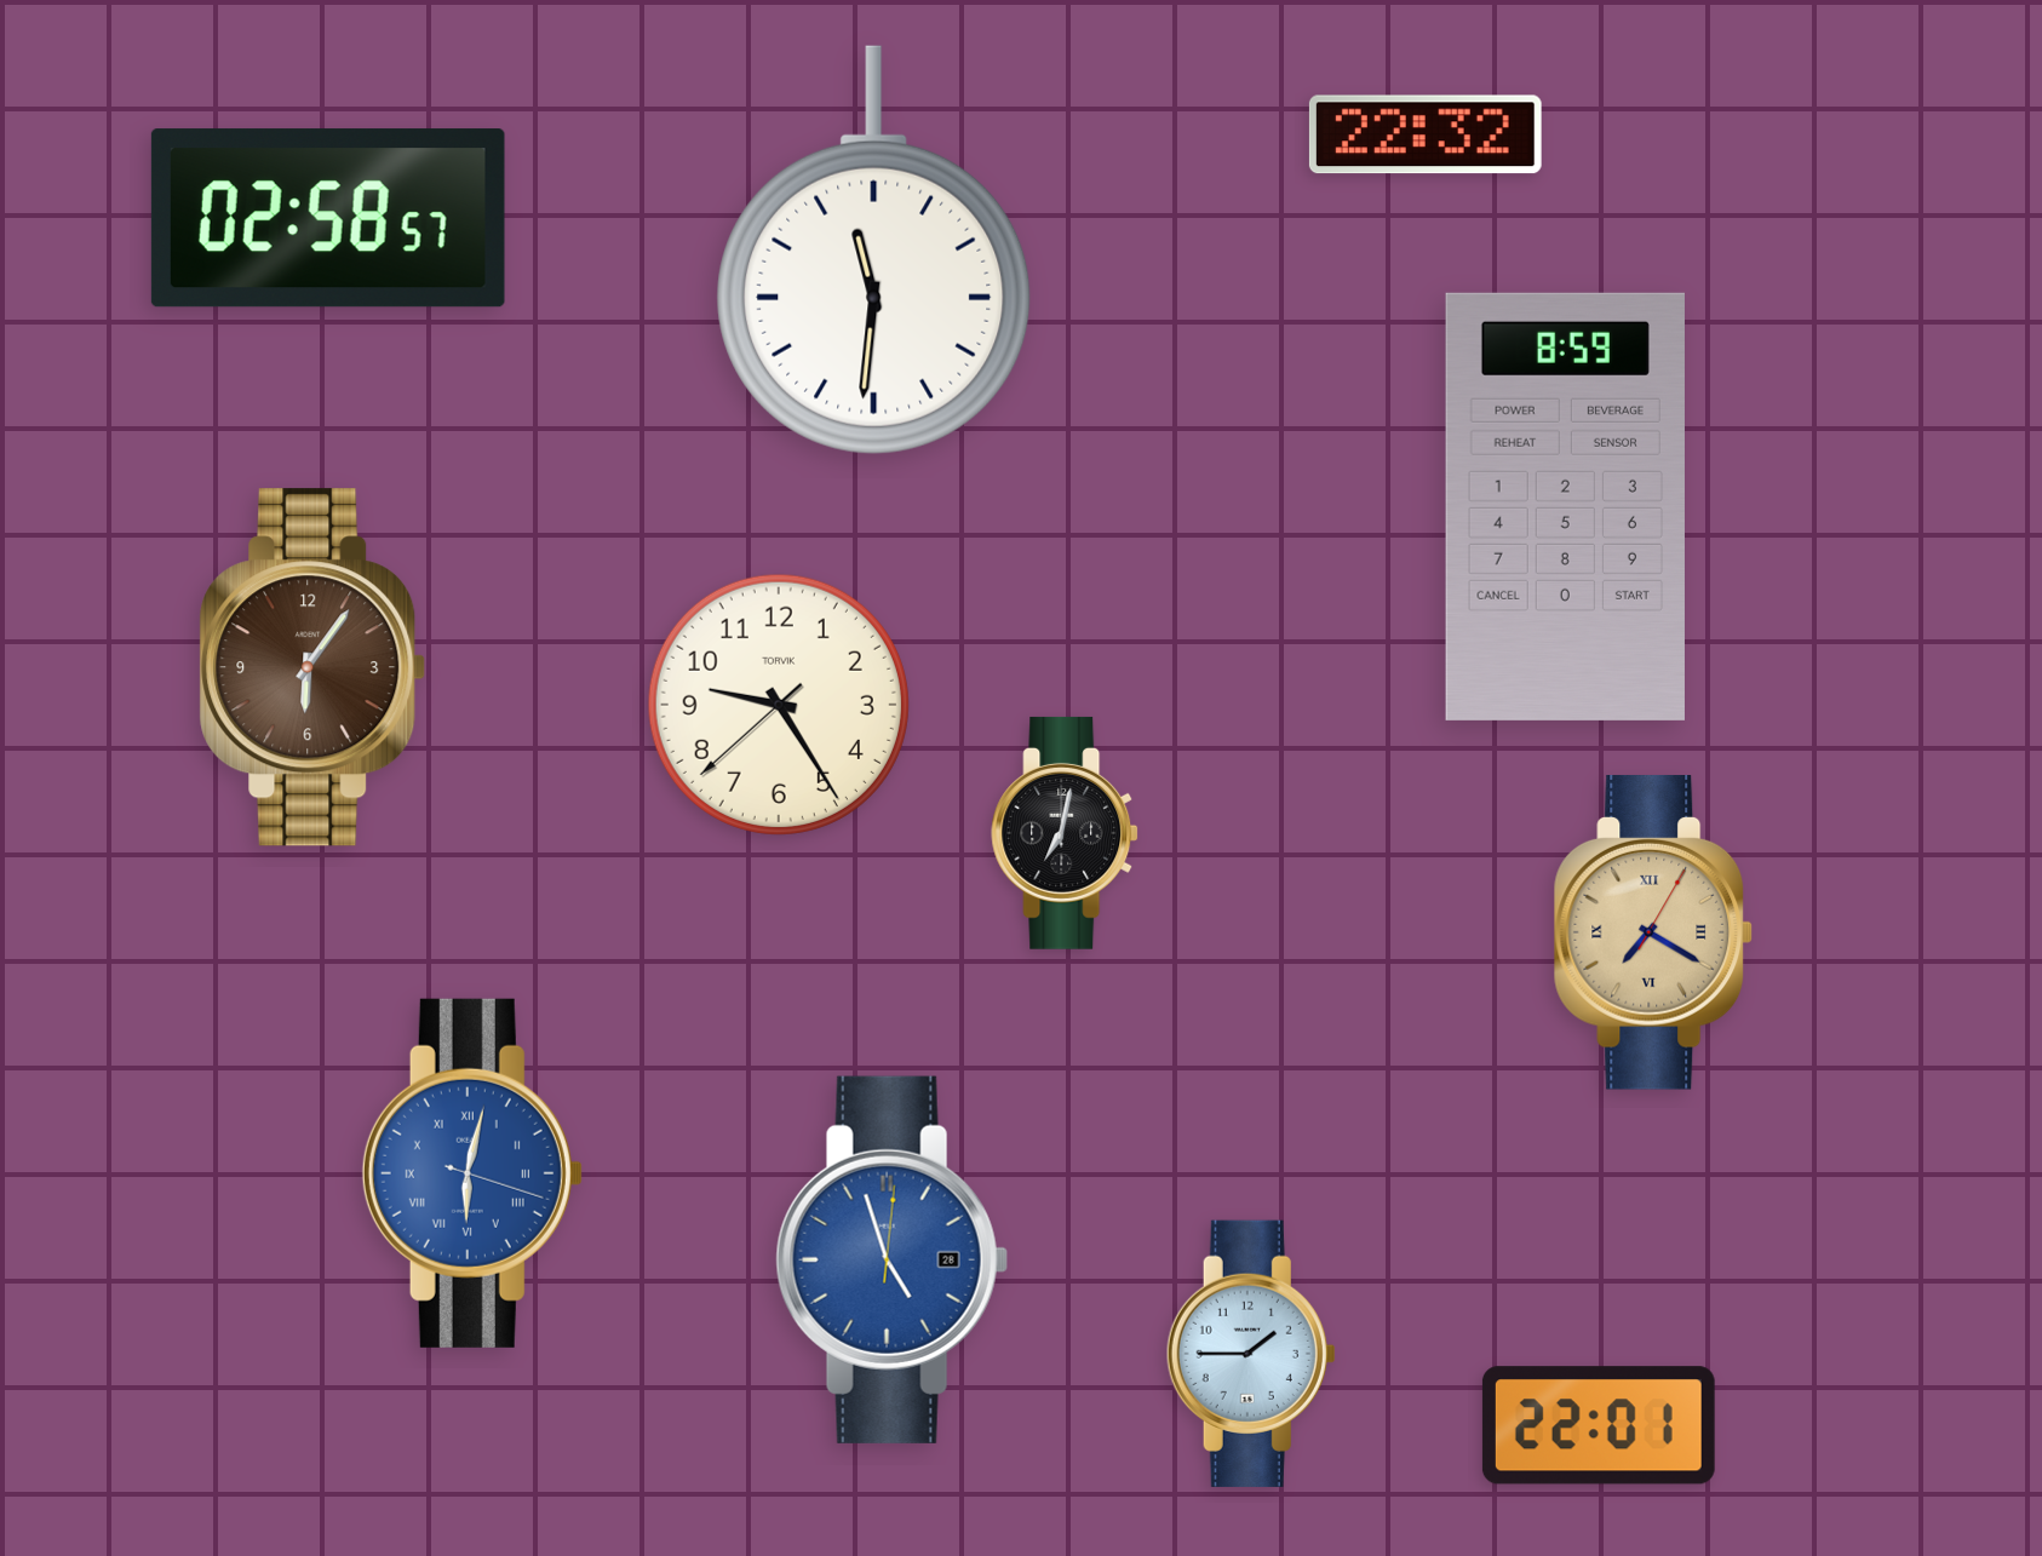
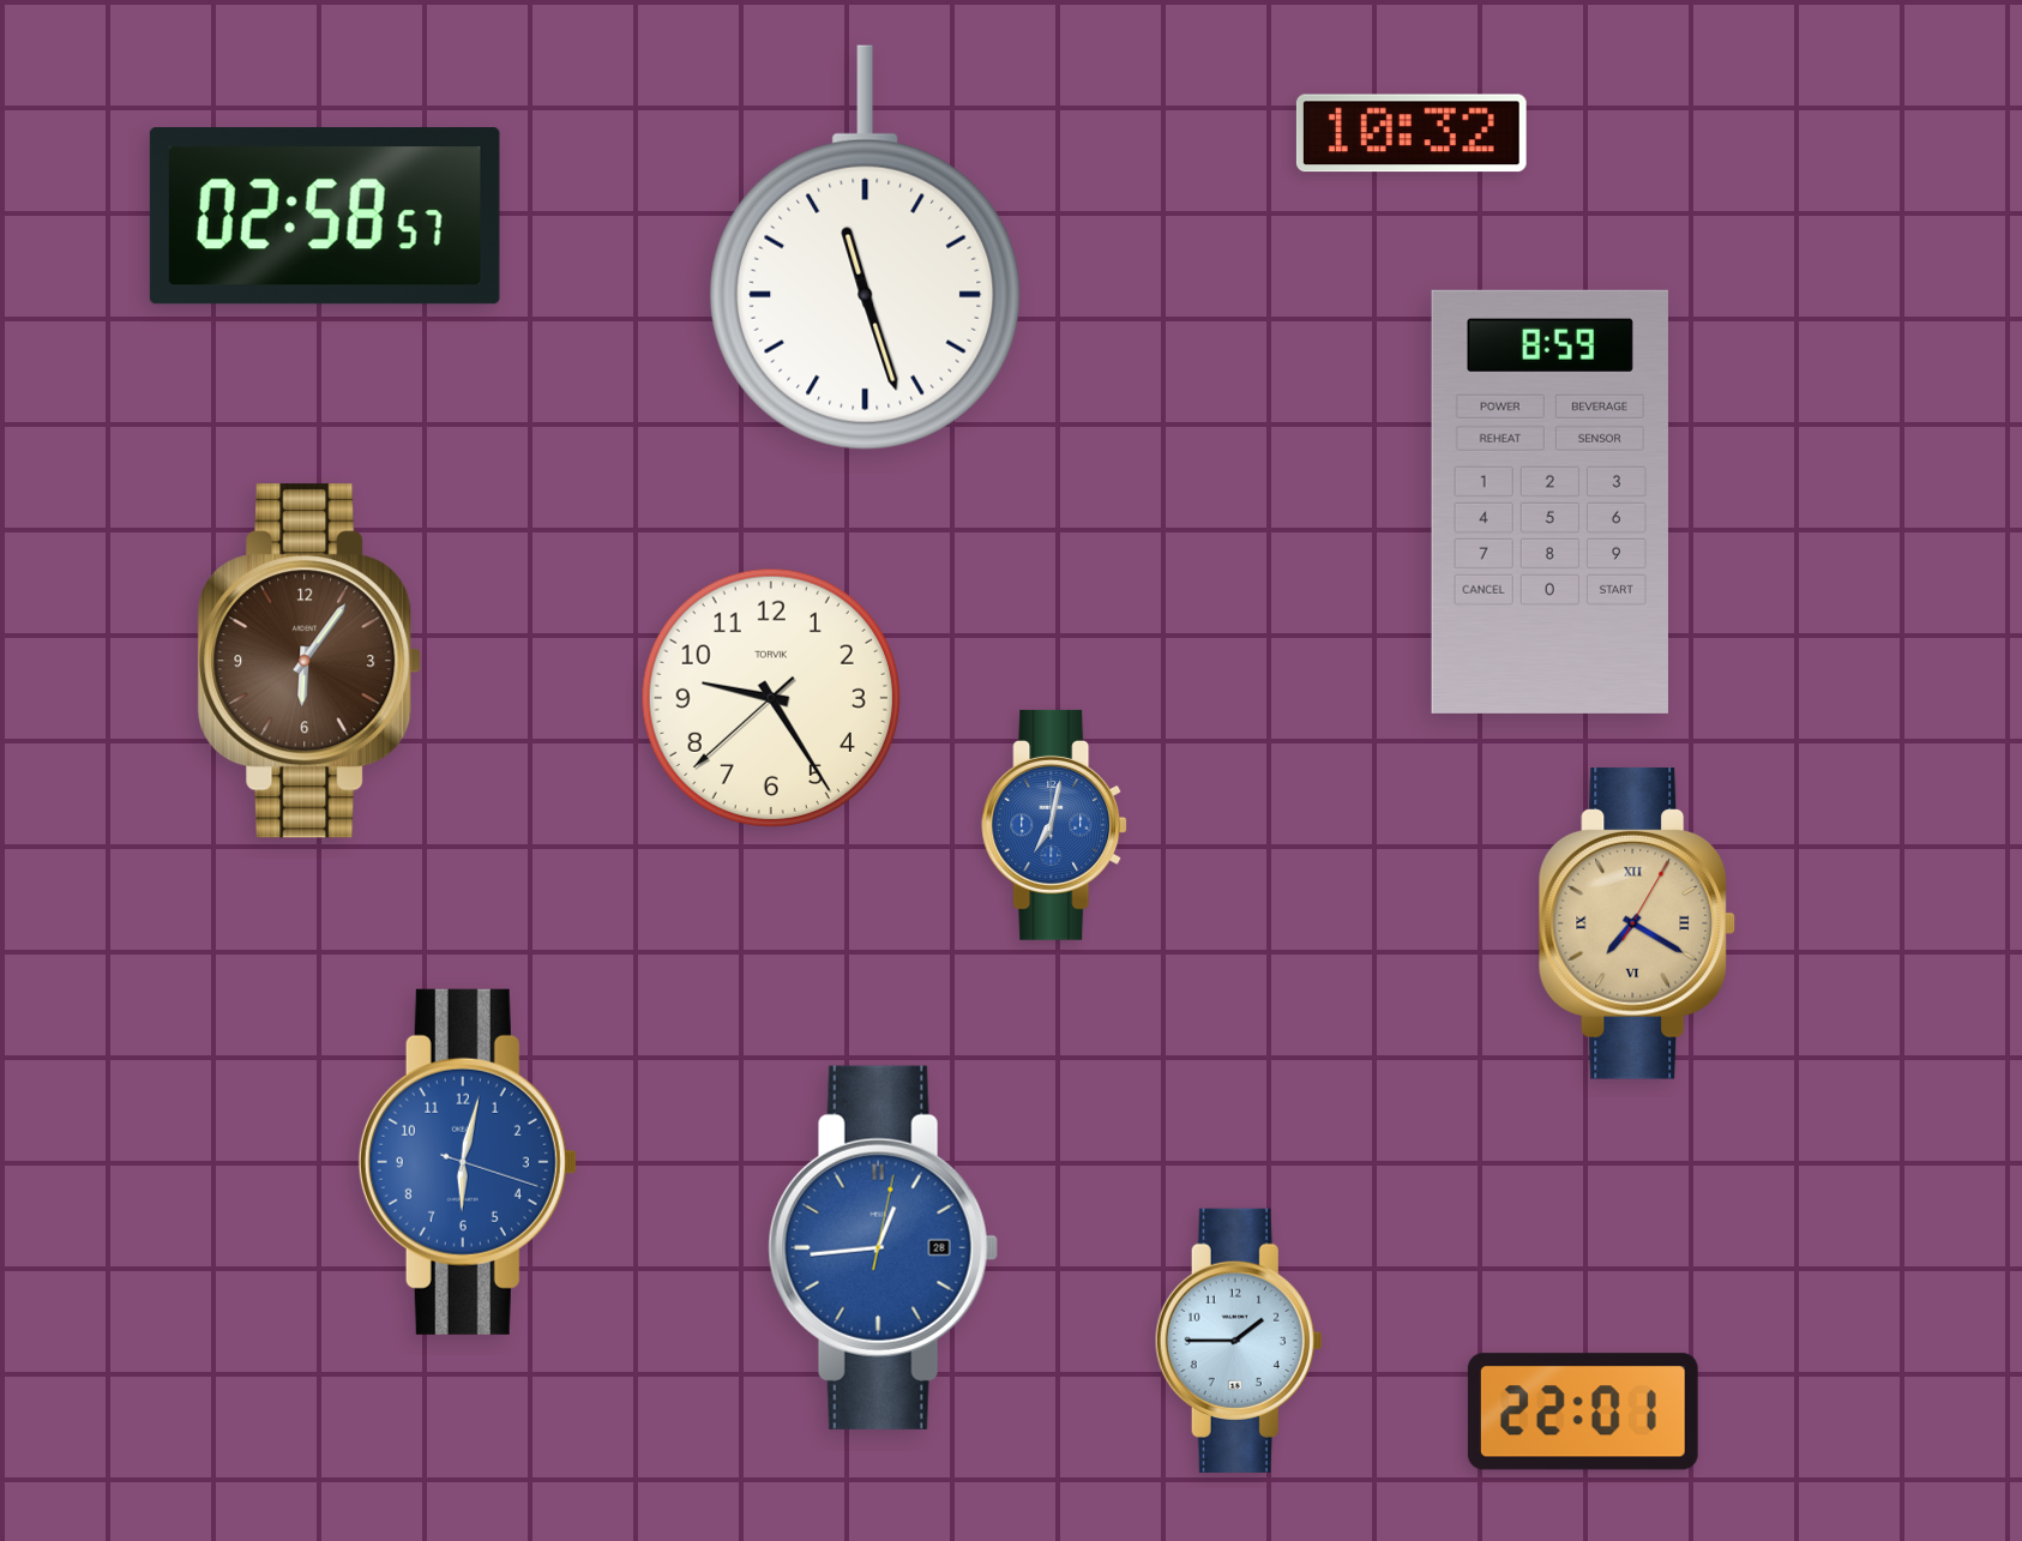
clock at (1426, 134): 22:32 -> 10:32
clock at (874, 251): 11:31 -> 11:27
clock at (1065, 833) dial: black -> blue
clock at (472, 1173) numerals: Roman -> Arabic
clock at (891, 1259): 4:57 -> 12:44
